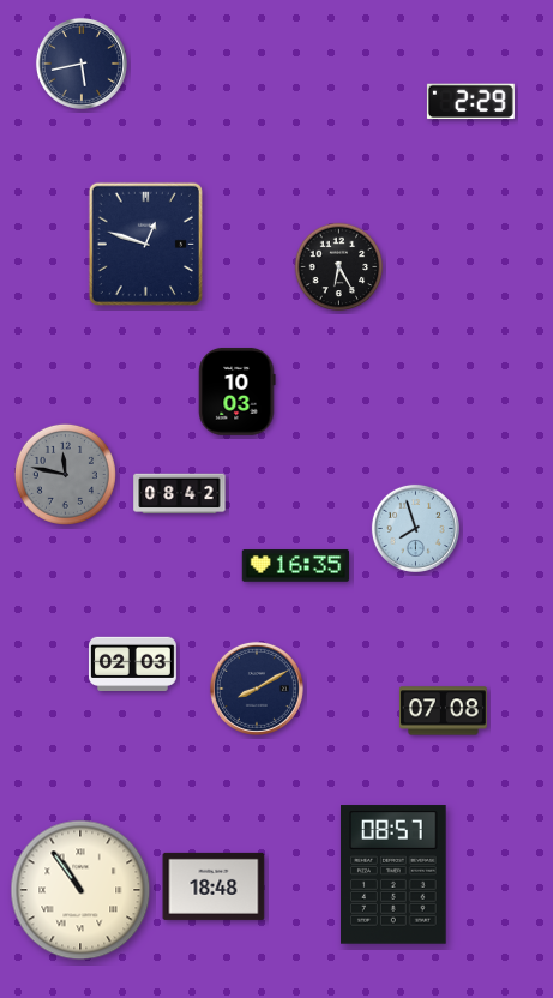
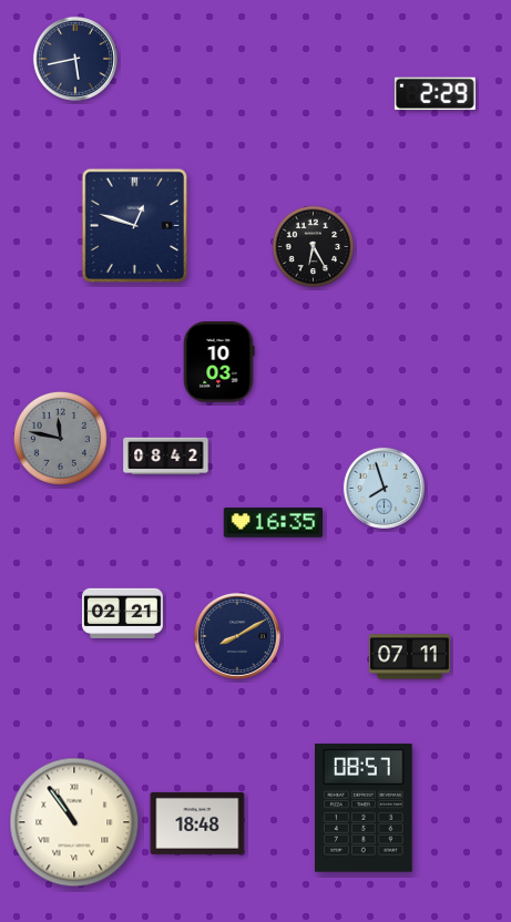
clock at (132, 663): 02:03 -> 02:21
clock at (444, 711): 07:08 -> 07:11
clock at (214, 886) position: (214, 886) -> (197, 823)
